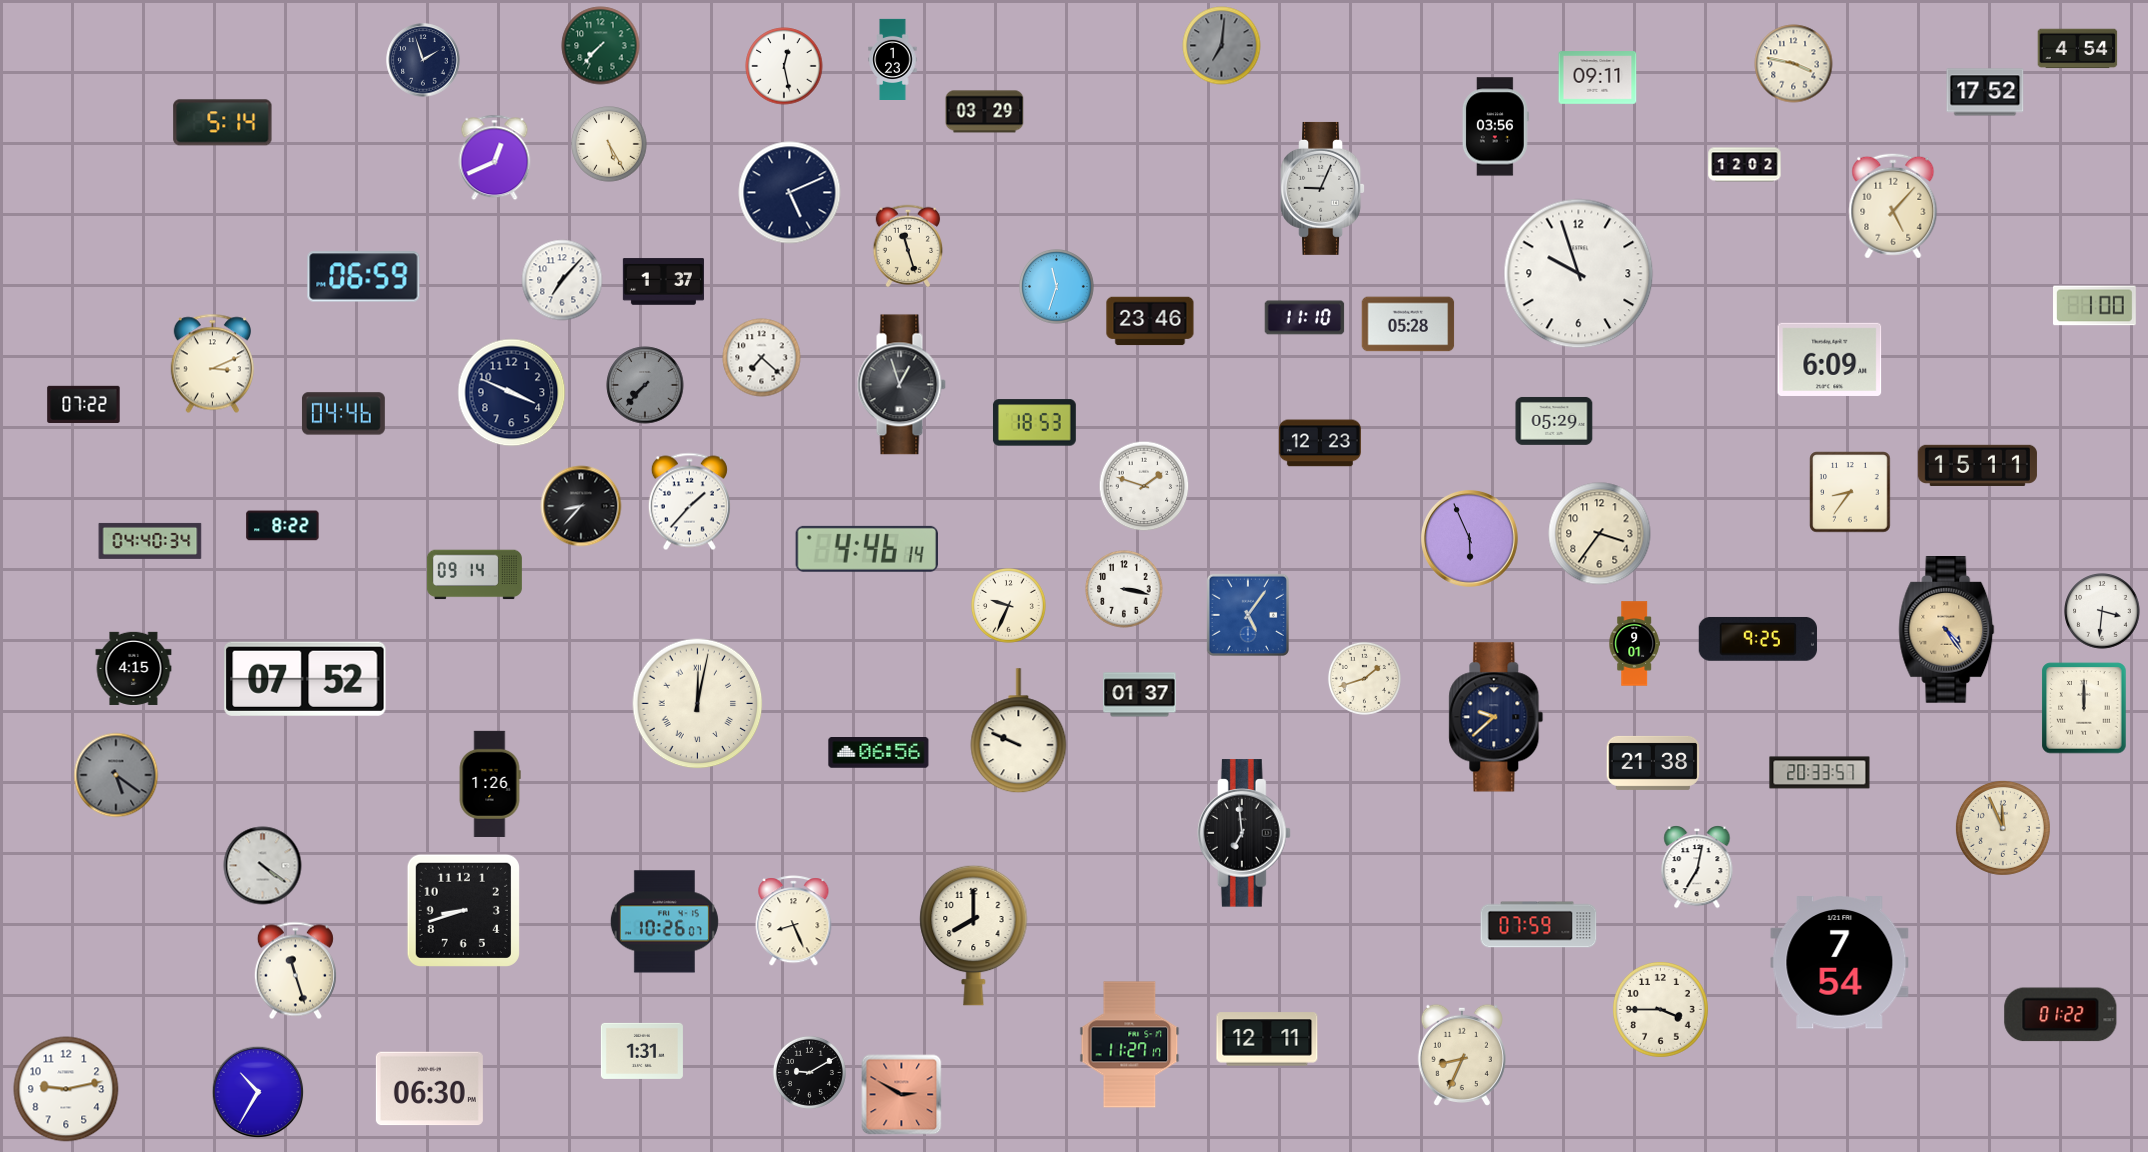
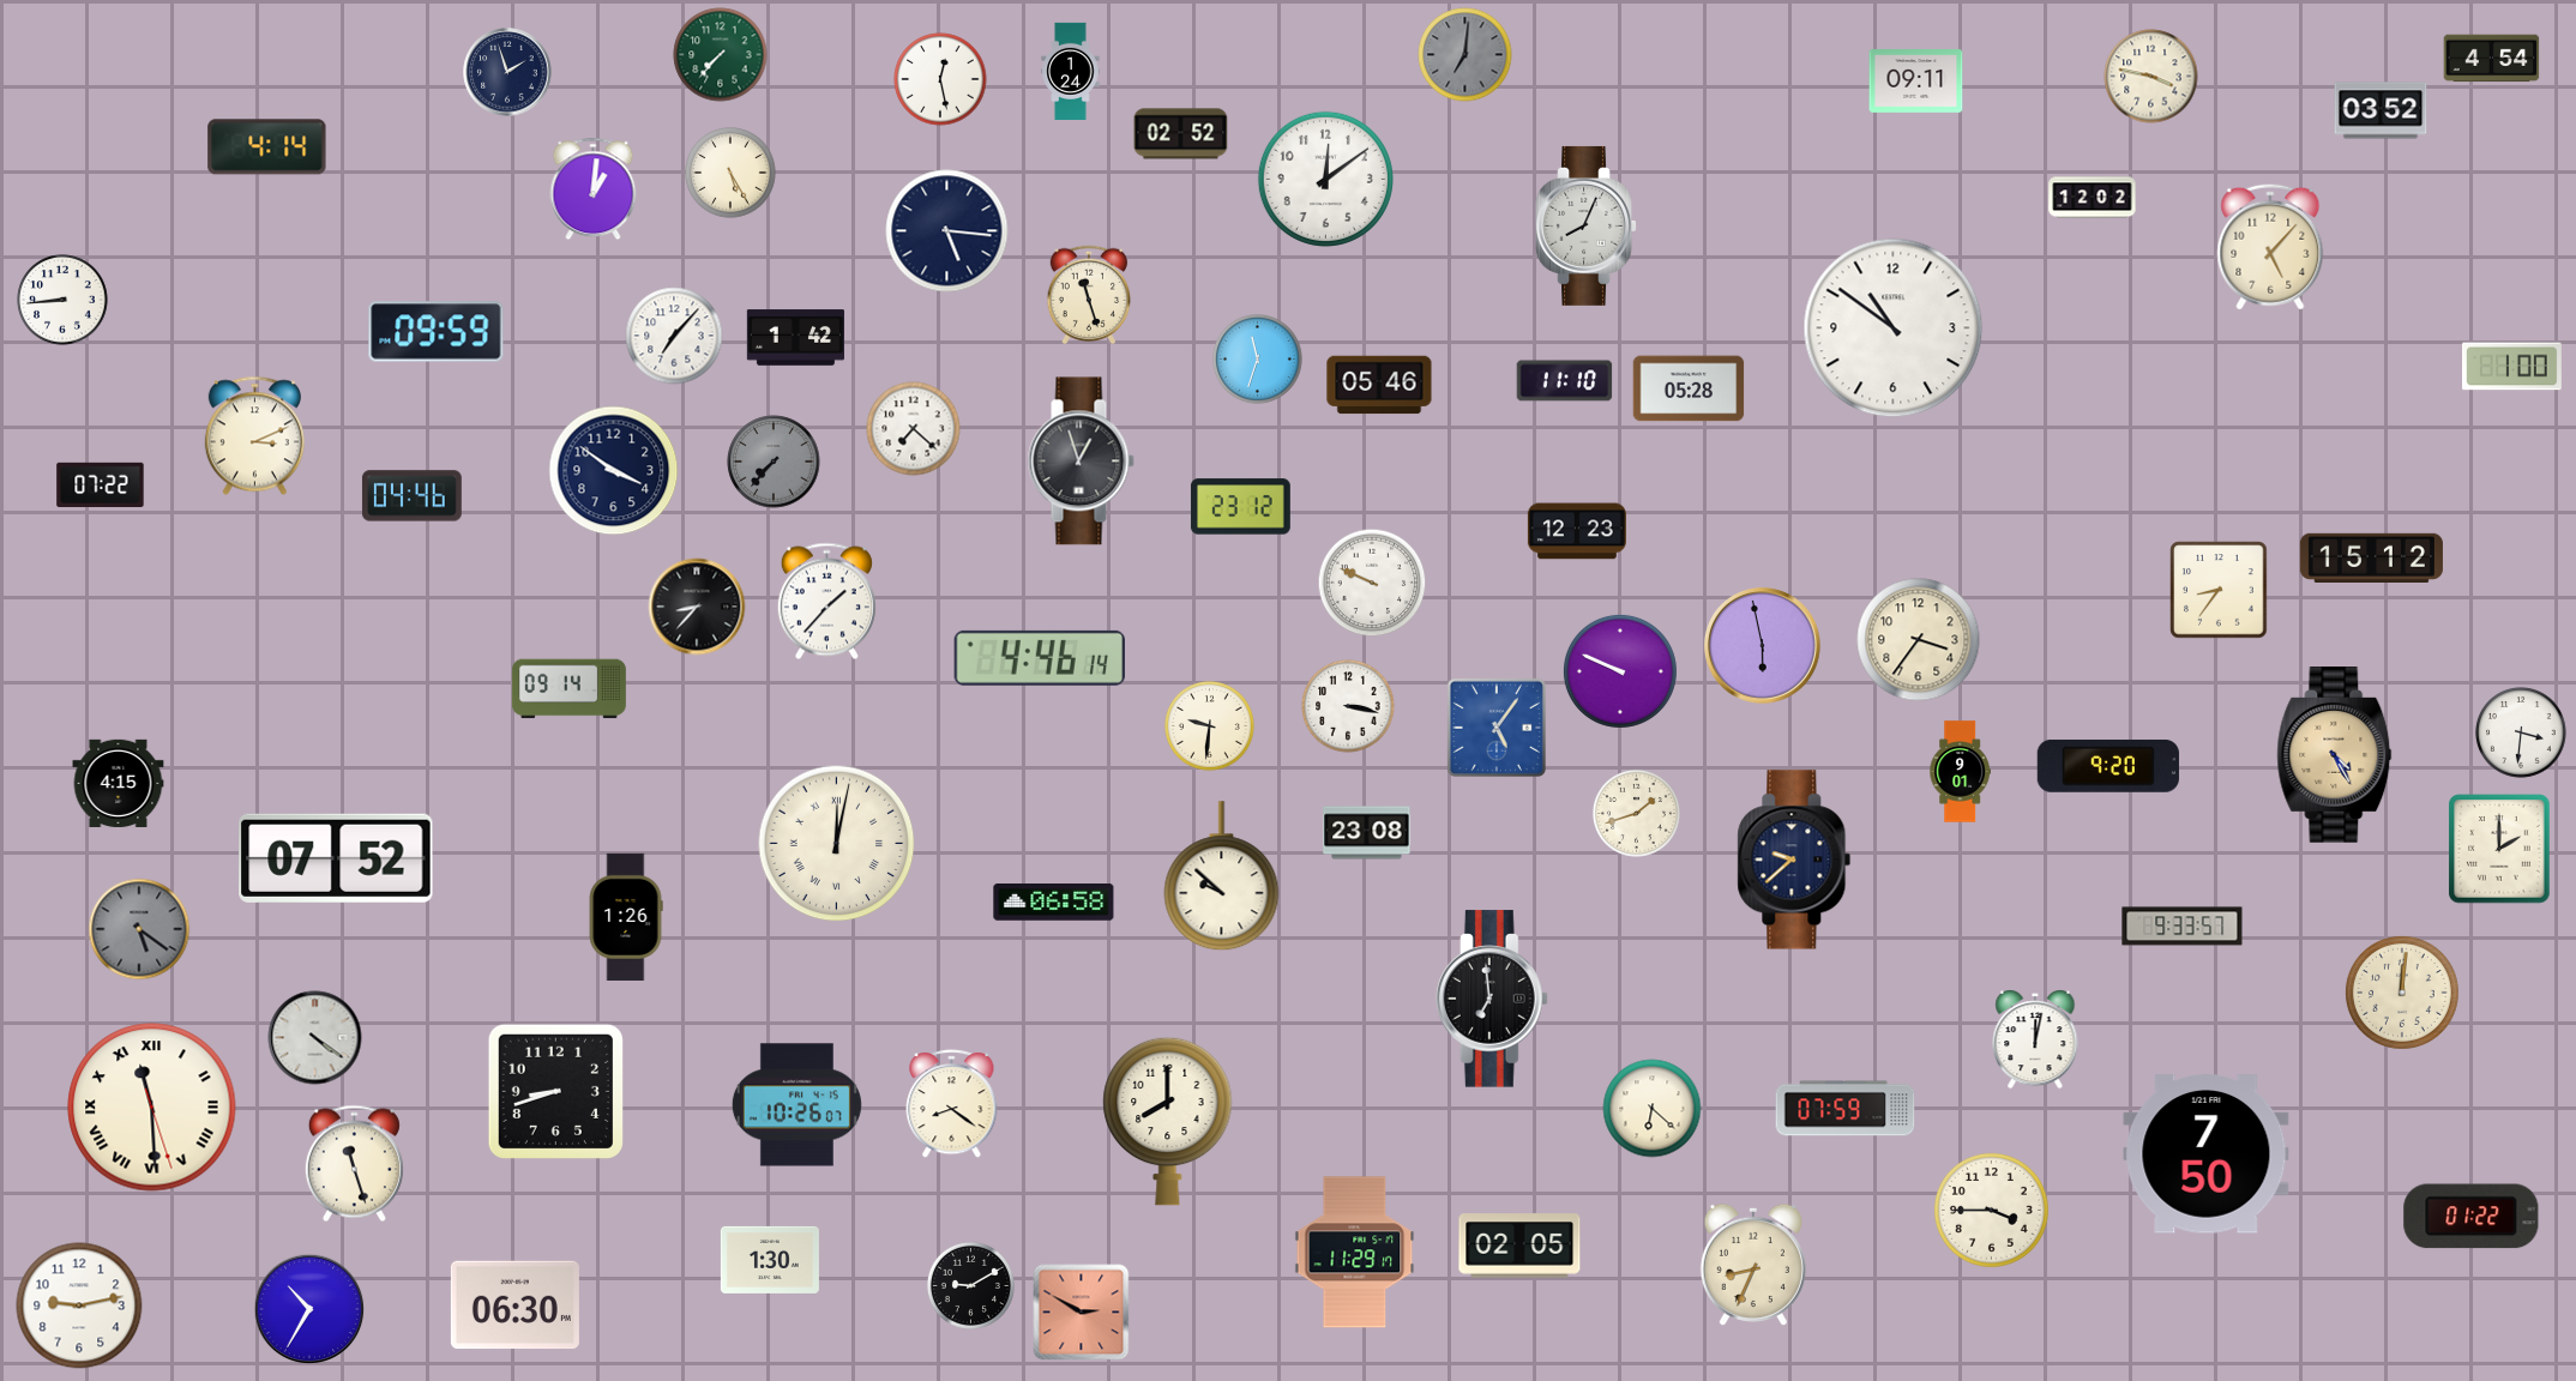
clock at (893, 59): 1:23 -> 1:24
clock at (1598, 78) position: (1598, 78) -> (1916, 82)
clock at (1985, 92): 17:52 -> 03:52
clock at (985, 112): 03:29 -> 02:52
clock at (223, 123): 5:14 -> 4:14
clock at (1495, 127): 03:56 -> none
clock at (1325, 179): none -> 12:09
clock at (495, 158): 12:41 -> 1:01
clock at (1322, 188): 9:04 -> 8:04
clock at (790, 193): 5:11 -> 5:16
clock at (62, 300): none -> 8:44
clock at (1579, 274): 9:57 -> 10:51
clock at (364, 277): 06:59 -> 09:59
clock at (663, 282): 1:37 -> 1:42
clock at (1057, 287) position: (1057, 287) -> (1258, 360)
clock at (1150, 321): 23:46 -> 05:46
clock at (1830, 359): 6:09 -> none
clock at (512, 393): 3:49 -> 3:51
clock at (1554, 421): 05:29 -> none
clock at (1034, 423): 18:53 -> 23:12
clock at (1320, 443) position: (1320, 443) -> (1577, 531)
clock at (1977, 465): 15:11 -> 15:12
clock at (1144, 486): 1:48 -> 9:49
clock at (283, 526): 8:22 -> none
clock at (1469, 538): 5:56 -> 5:58
clock at (150, 541): 04:40 -> none
clock at (1620, 671): none -> 9:49
clock at (1009, 606): 9:34 -> 9:31
clock at (1248, 615) position: (1248, 615) -> (1497, 728)
clock at (1947, 630): 4:24 -> 4:25
clock at (1758, 639): 9:25 -> 9:20
clock at (134, 668) position: (134, 668) -> (119, 783)
clock at (305, 679) position: (305, 679) -> (336, 858)
clock at (1140, 695): 01:37 -> 23:08
clock at (2084, 708): 12:00 -> 2:00
clock at (1019, 731): 9:49 -> 9:52
clock at (879, 753): 06:56 -> 06:58
clock at (1653, 763): 21:38 -> none
clock at (1820, 773): 20:33 -> 9:33
clock at (490, 784) position: (490, 784) -> (626, 917)
clock at (2003, 828): 11:56 -> 12:01
clock at (1697, 867): 7:02 -> 12:02
clock at (794, 921): 8:26 -> 8:21
clock at (152, 1108): none -> 11:29
clock at (1653, 1109): none -> 6:22
clock at (1840, 963): 7:54 -> 7:50
clock at (1267, 1039): 12:11 -> 02:05
clock at (1130, 1045): 11:27 -> 11:29
clock at (642, 1051): 1:31 -> 1:30
